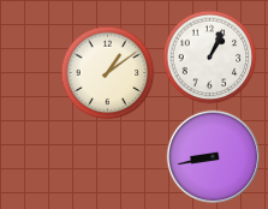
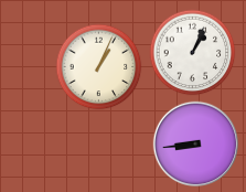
clock at (107, 72): 1:09 -> 1:04
clock at (213, 156): 8:43 -> 8:44
